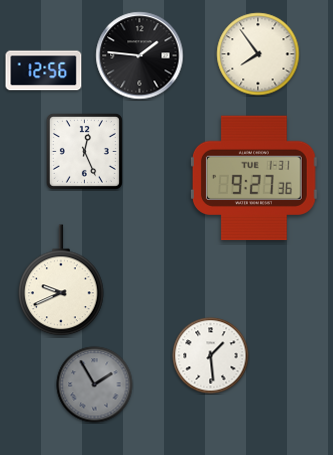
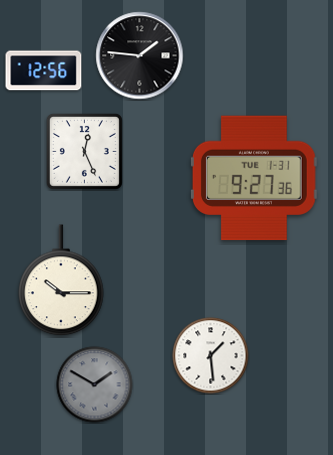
clock at (258, 54): 7:54 -> none
clock at (61, 281): 9:41 -> 10:15
clock at (95, 385): 1:55 -> 1:50
